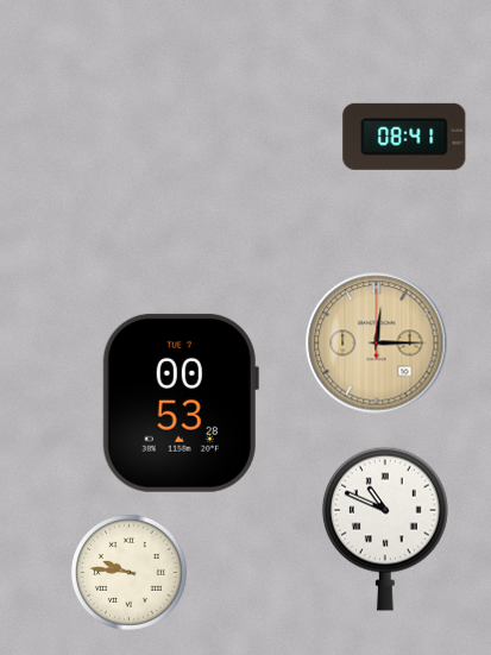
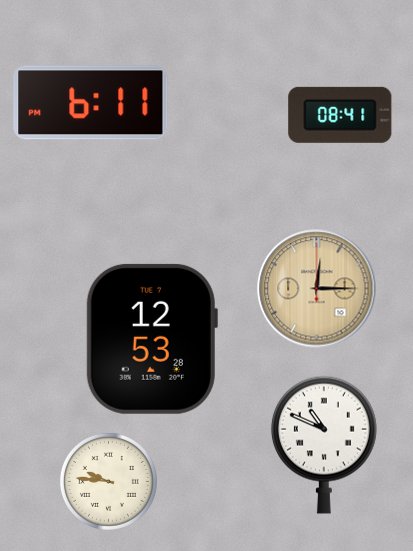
clock at (91, 103): none -> 6:11
clock at (181, 403): 00:53 -> 12:53
